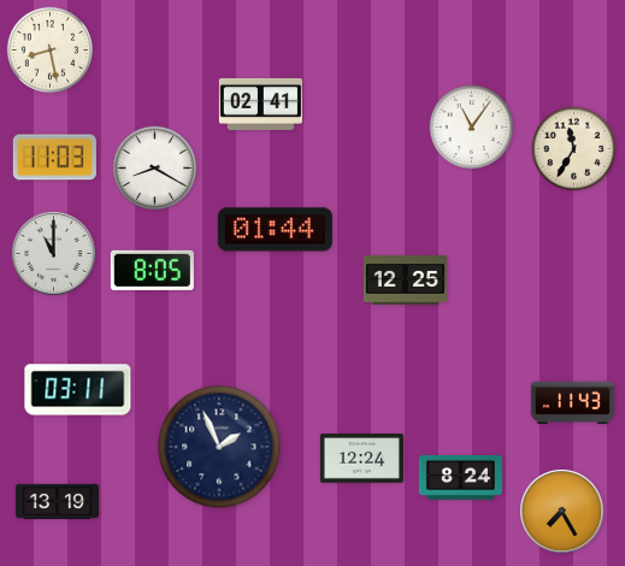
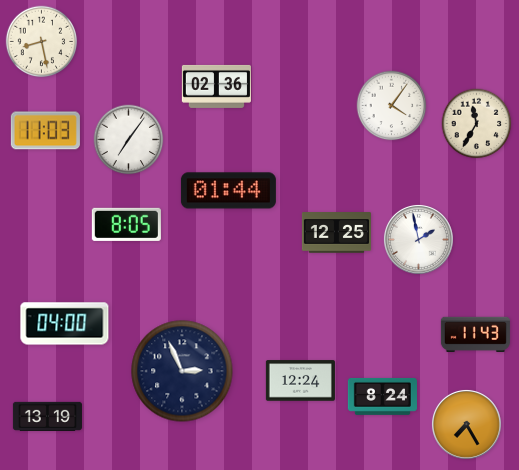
clock at (260, 104): 02:41 -> 02:36
clock at (472, 128): 11:06 -> 4:06
clock at (155, 169): 8:20 -> 7:06
clock at (53, 253): 11:00 -> none
clock at (418, 239): none -> 1:58
clock at (78, 390): 03:11 -> 04:00
clock at (219, 447): 1:56 -> 2:56
